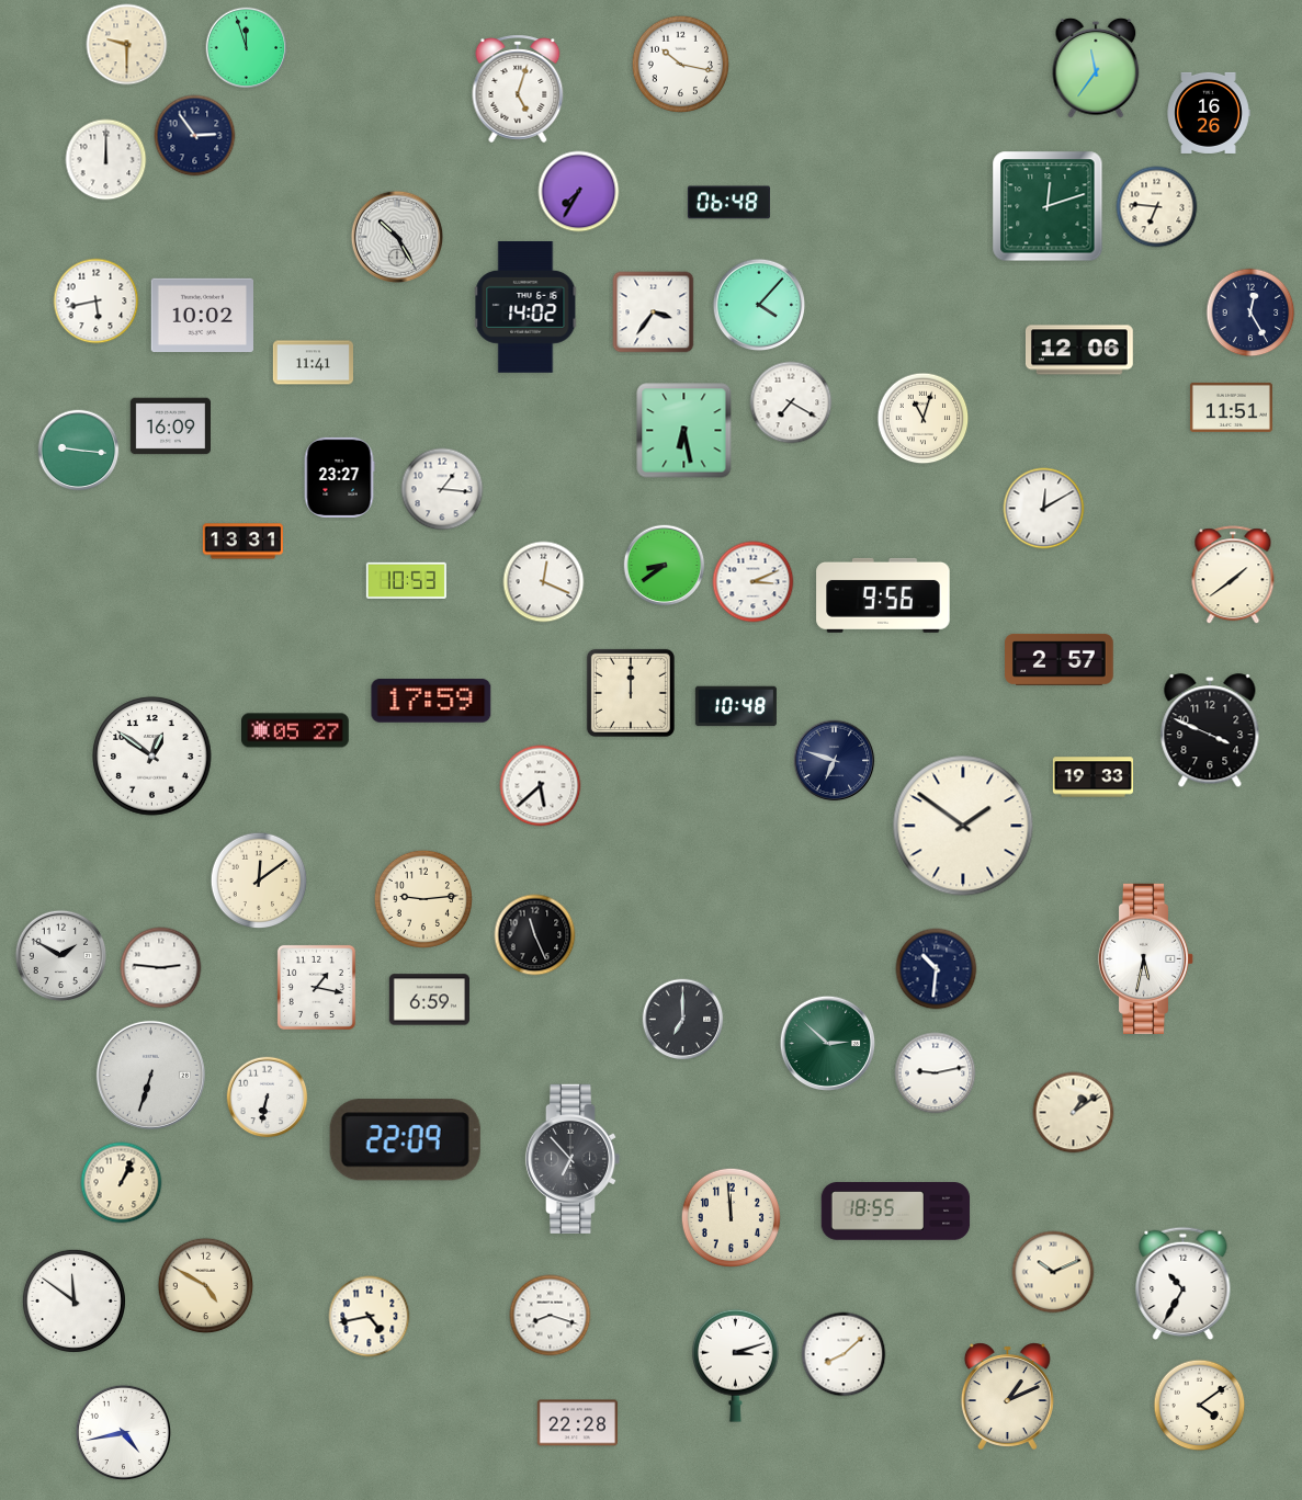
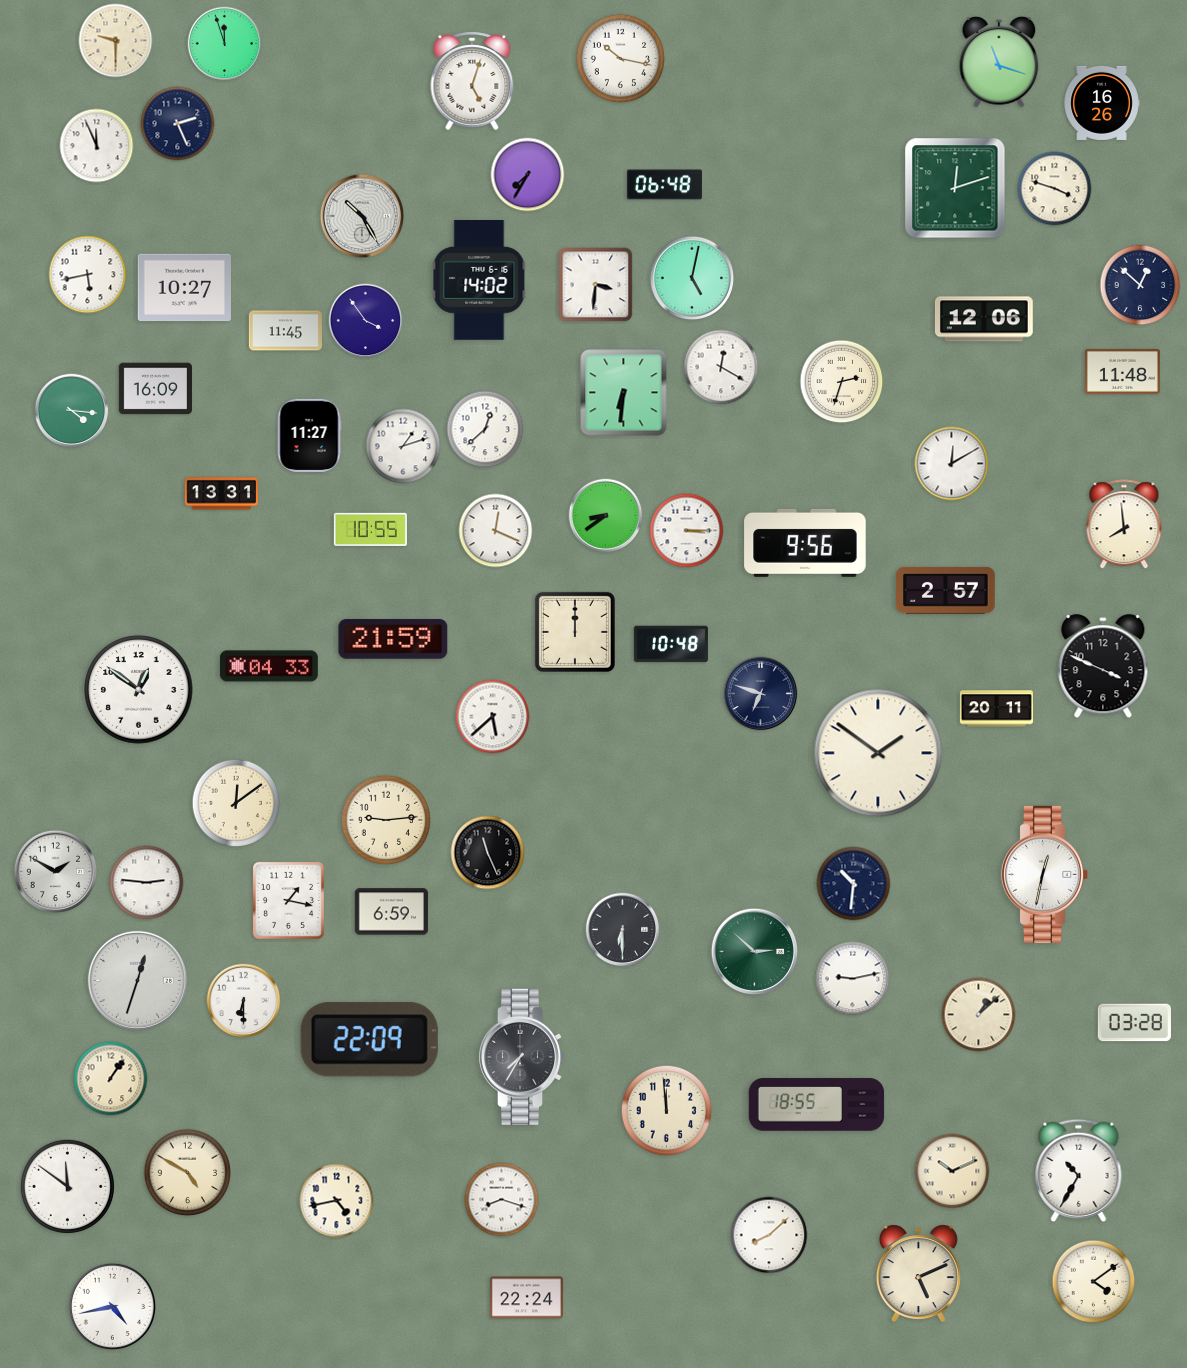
clock at (1096, 68): 11:36 -> 11:18
clock at (195, 136): 2:54 -> 2:26
clock at (106, 160): 12:00 -> 11:56
clock at (1157, 207): 6:46 -> 3:48
clock at (759, 305): 4:07 -> 5:02
clock at (654, 312): 3:36 -> 3:31
clock at (1250, 312): 12:25 -> 12:52
clock at (202, 316): 10:02 -> 10:27
clock at (366, 321): none -> 3:54
clock at (313, 363): 11:41 -> 11:45
clock at (791, 402): 7:20 -> 12:20
clock at (1231, 407): 11:51 -> 11:48
clock at (924, 419): 11:03 -> 2:33
clock at (684, 431): 6:28 -> 6:31
clock at (79, 451): 9:16 -> 4:16
clock at (485, 429): none -> 12:38
clock at (339, 477): 23:27 -> 11:27
clock at (442, 489): 1:16 -> 1:12
clock at (1233, 576): 1:39 -> 7:59
clock at (406, 580): 10:53 -> 10:55
clock at (754, 582): 3:11 -> 3:15
clock at (1060, 659) position: (1060, 659) -> (946, 590)
clock at (431, 701): 17:59 -> 21:59
clock at (296, 730): 05:27 -> 04:33
clock at (1092, 777): 19:33 -> 20:11
clock at (1146, 958): 5:32 -> 12:32
clock at (683, 1020): 7:00 -> 6:30
clock at (150, 1075): 6:33 -> 12:33
clock at (268, 1098): 6:32 -> 6:30
clock at (1074, 1113): 1:09 -> 1:08
clock at (1134, 1023): none -> 03:28
clock at (573, 1159): 6:53 -> 7:35
clock at (122, 1183): 1:04 -> 1:06
clock at (1053, 1272) position: (1053, 1272) -> (952, 1171)
clock at (735, 1365): 3:12 -> none
clock at (1007, 1396): 1:11 -> 5:11
clock at (577, 1423): 22:28 -> 22:24
